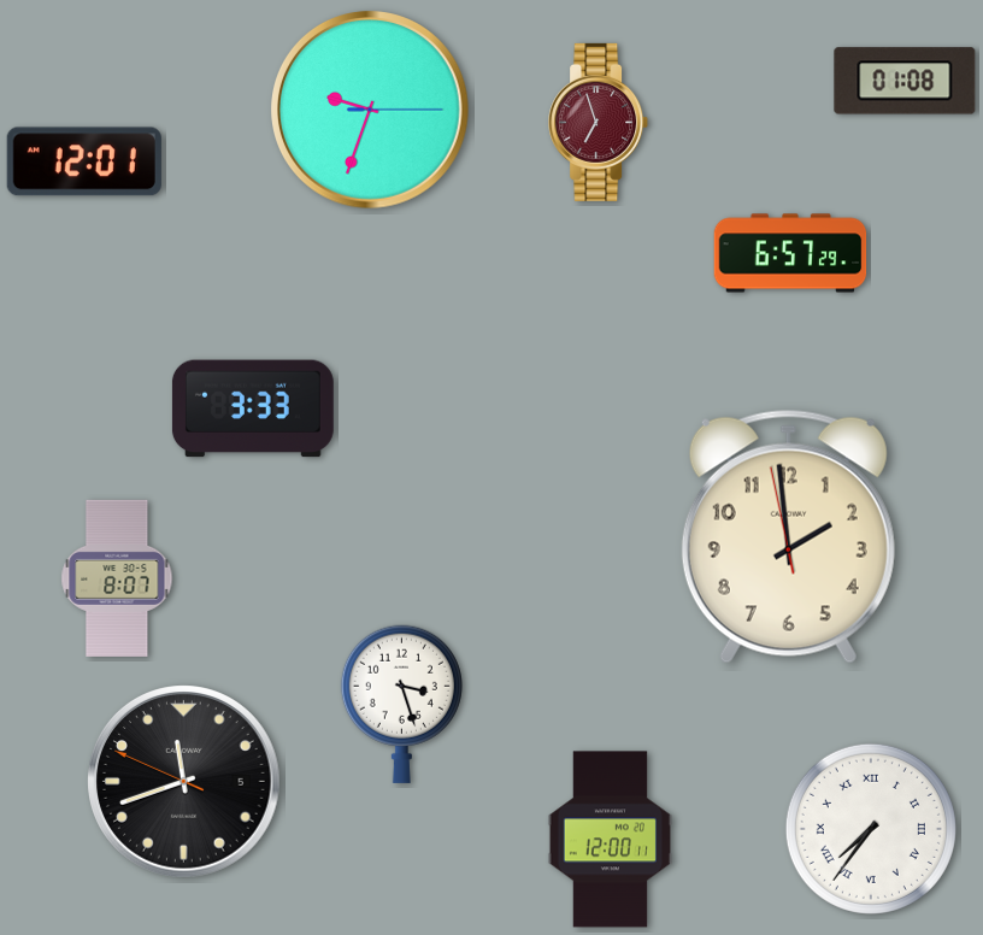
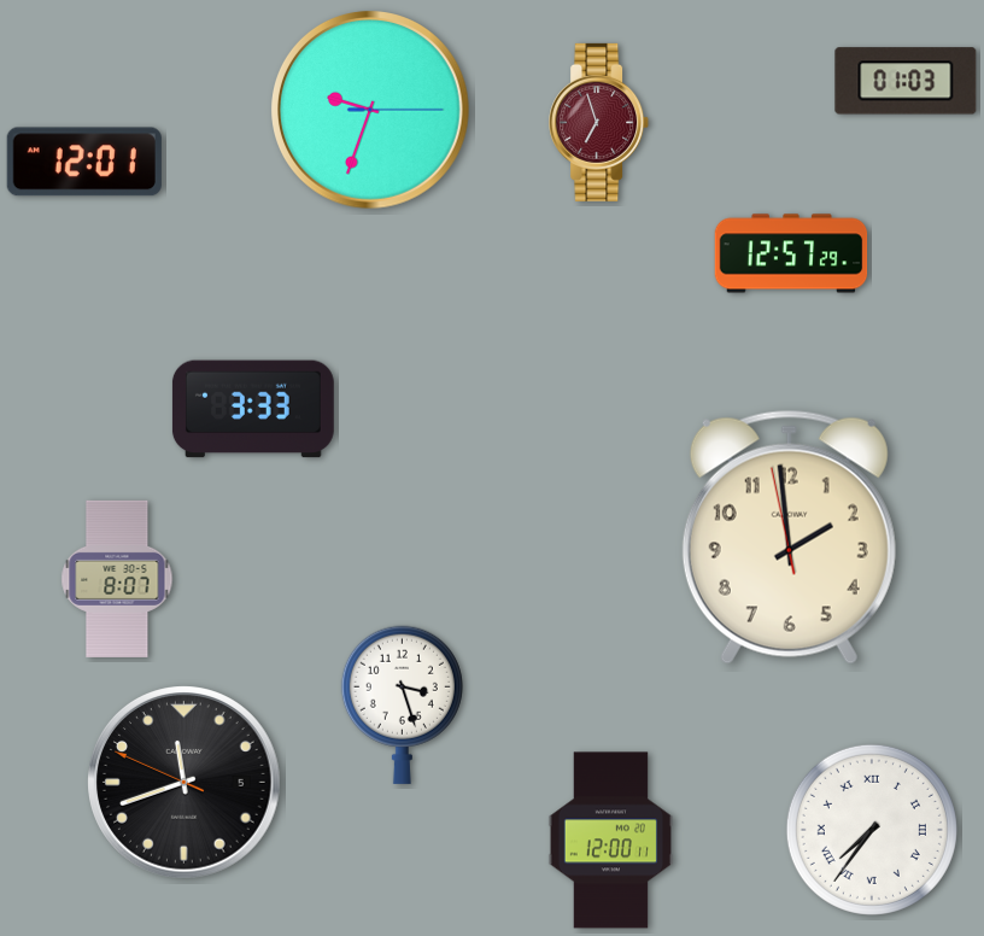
clock at (905, 81): 01:08 -> 01:03
clock at (790, 253): 6:57 -> 12:57
